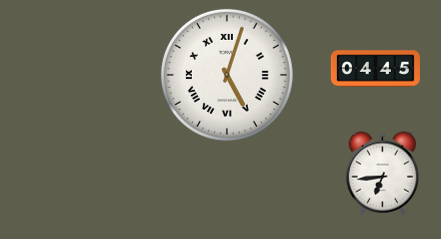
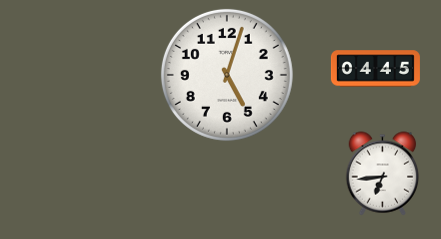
clock at (227, 75) numerals: Roman -> Arabic
